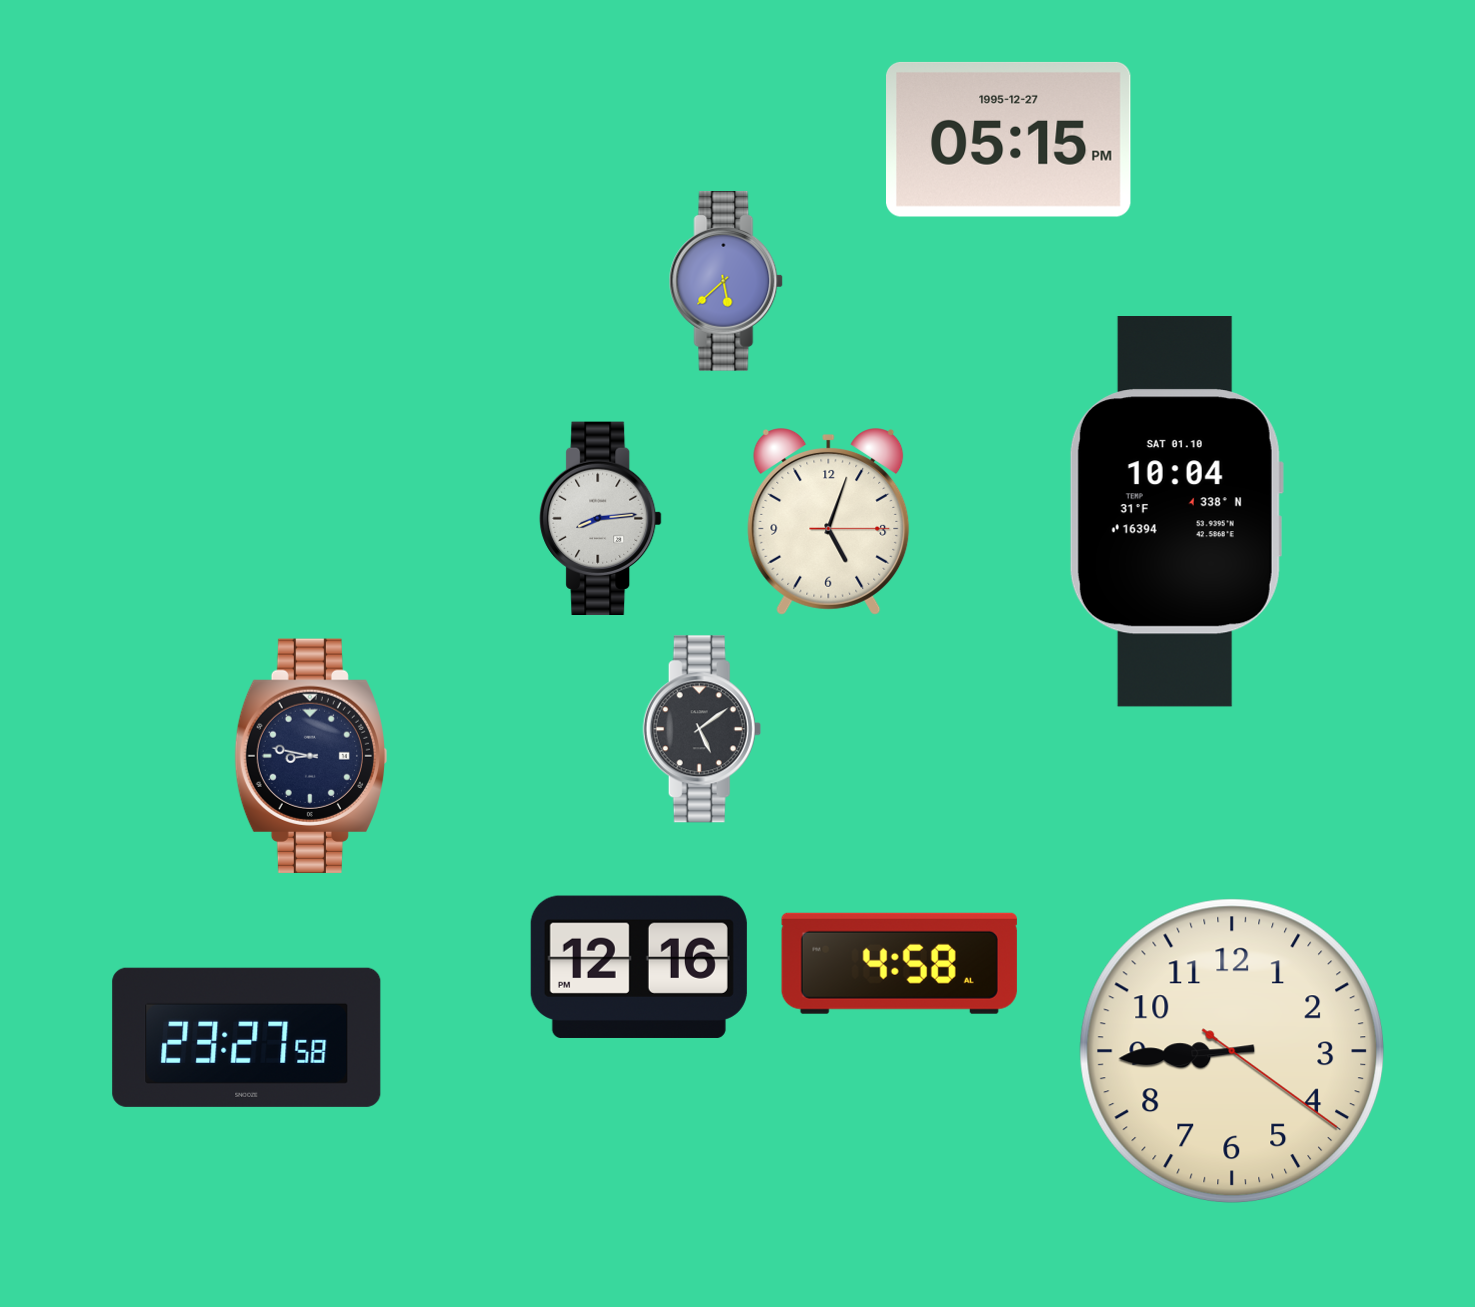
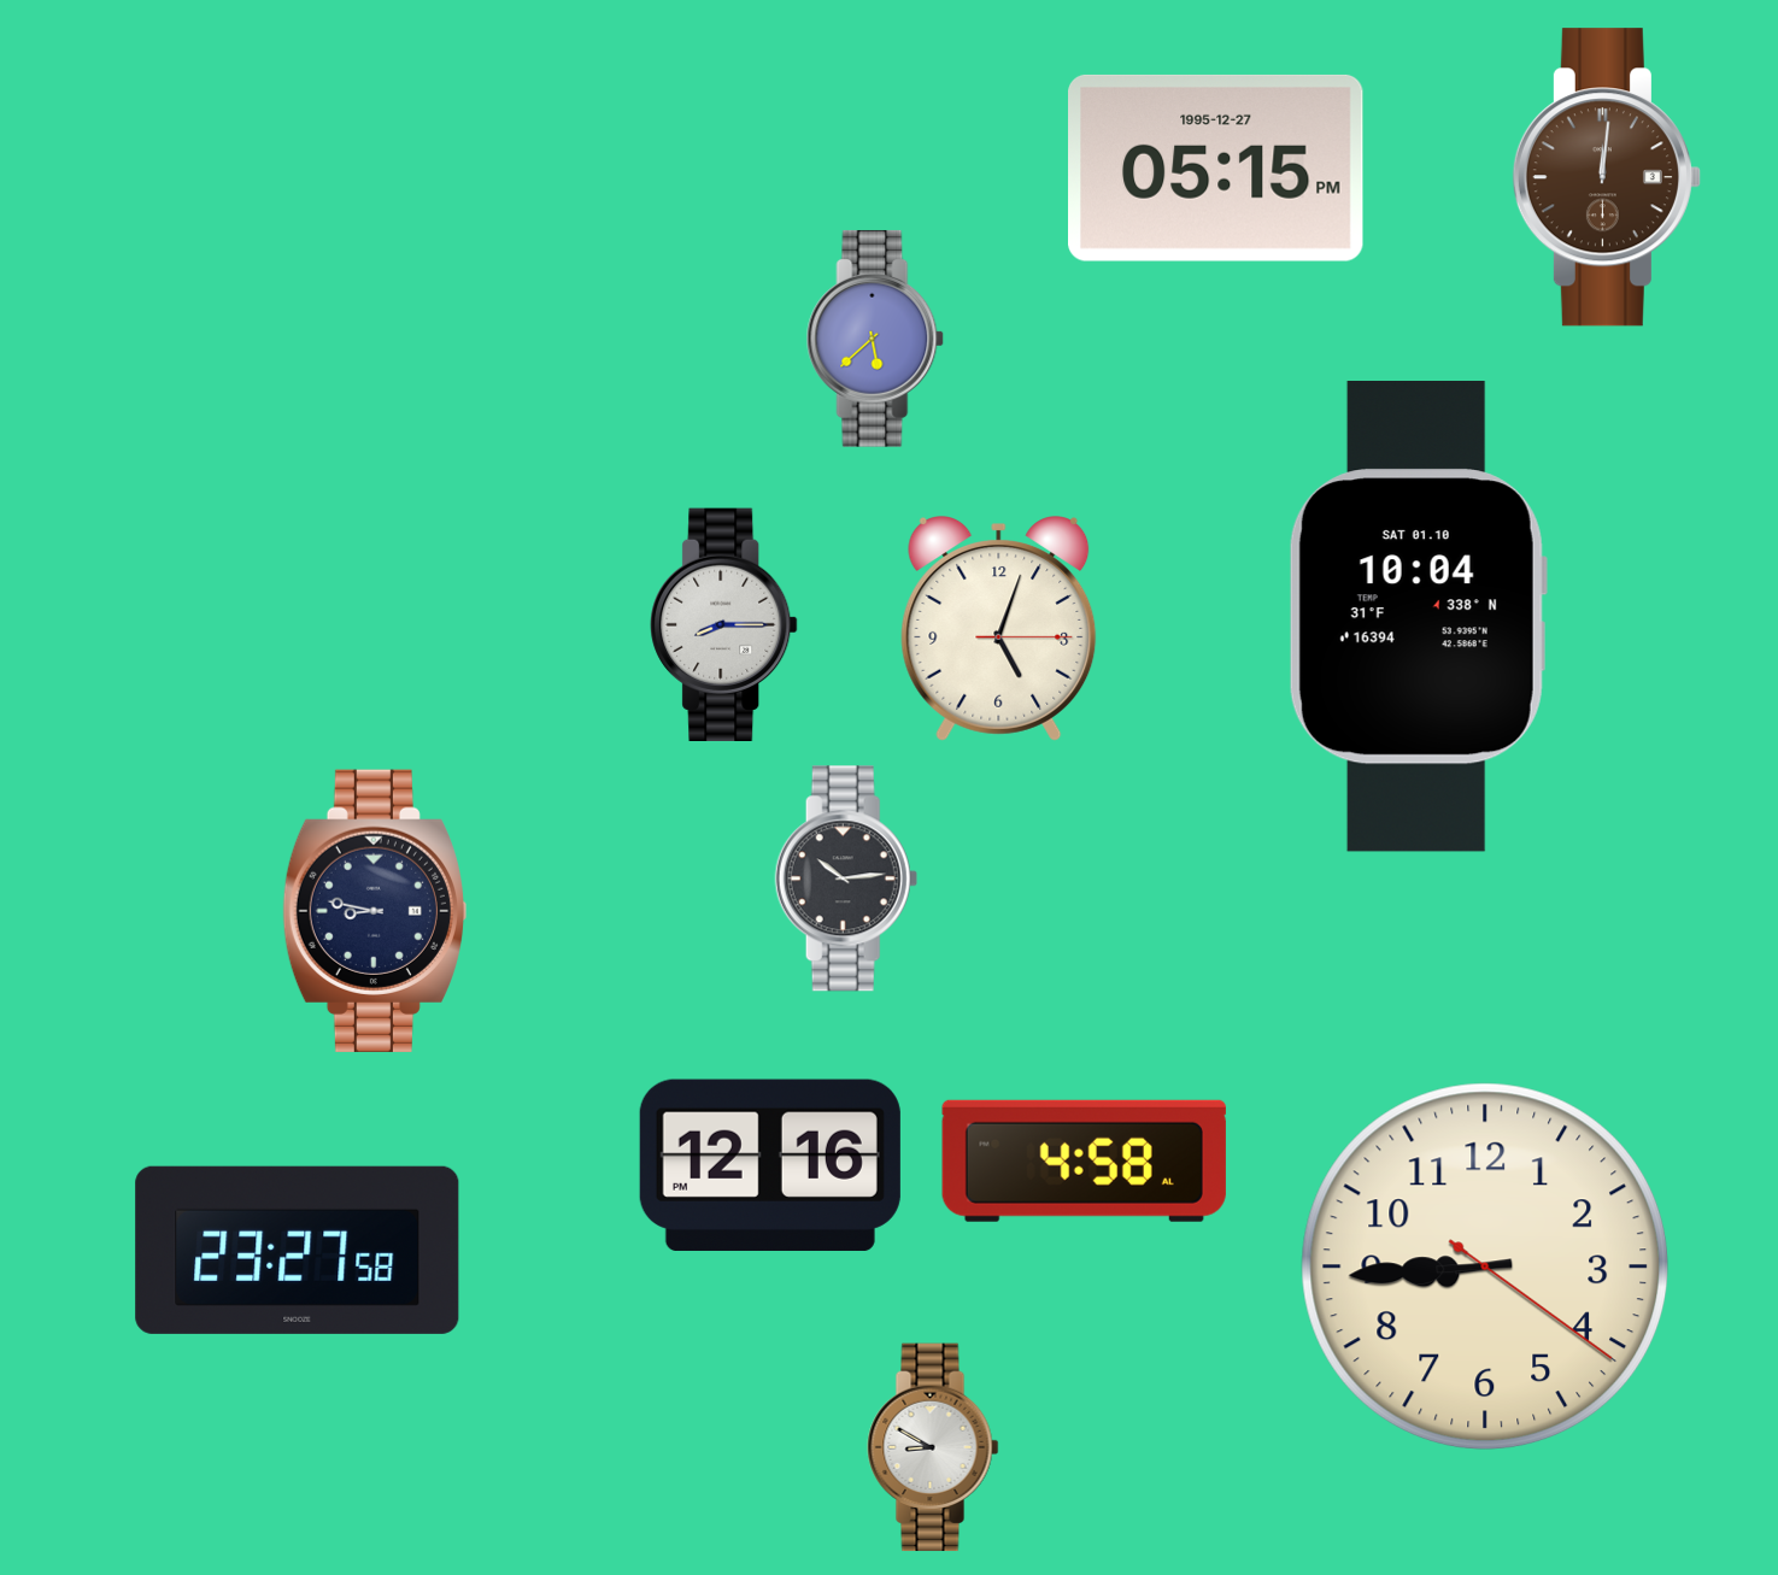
clock at (1607, 177): none -> 12:01
clock at (601, 518): 8:14 -> 8:15
clock at (702, 729): 5:09 -> 10:14
clock at (933, 1447): none -> 8:50
